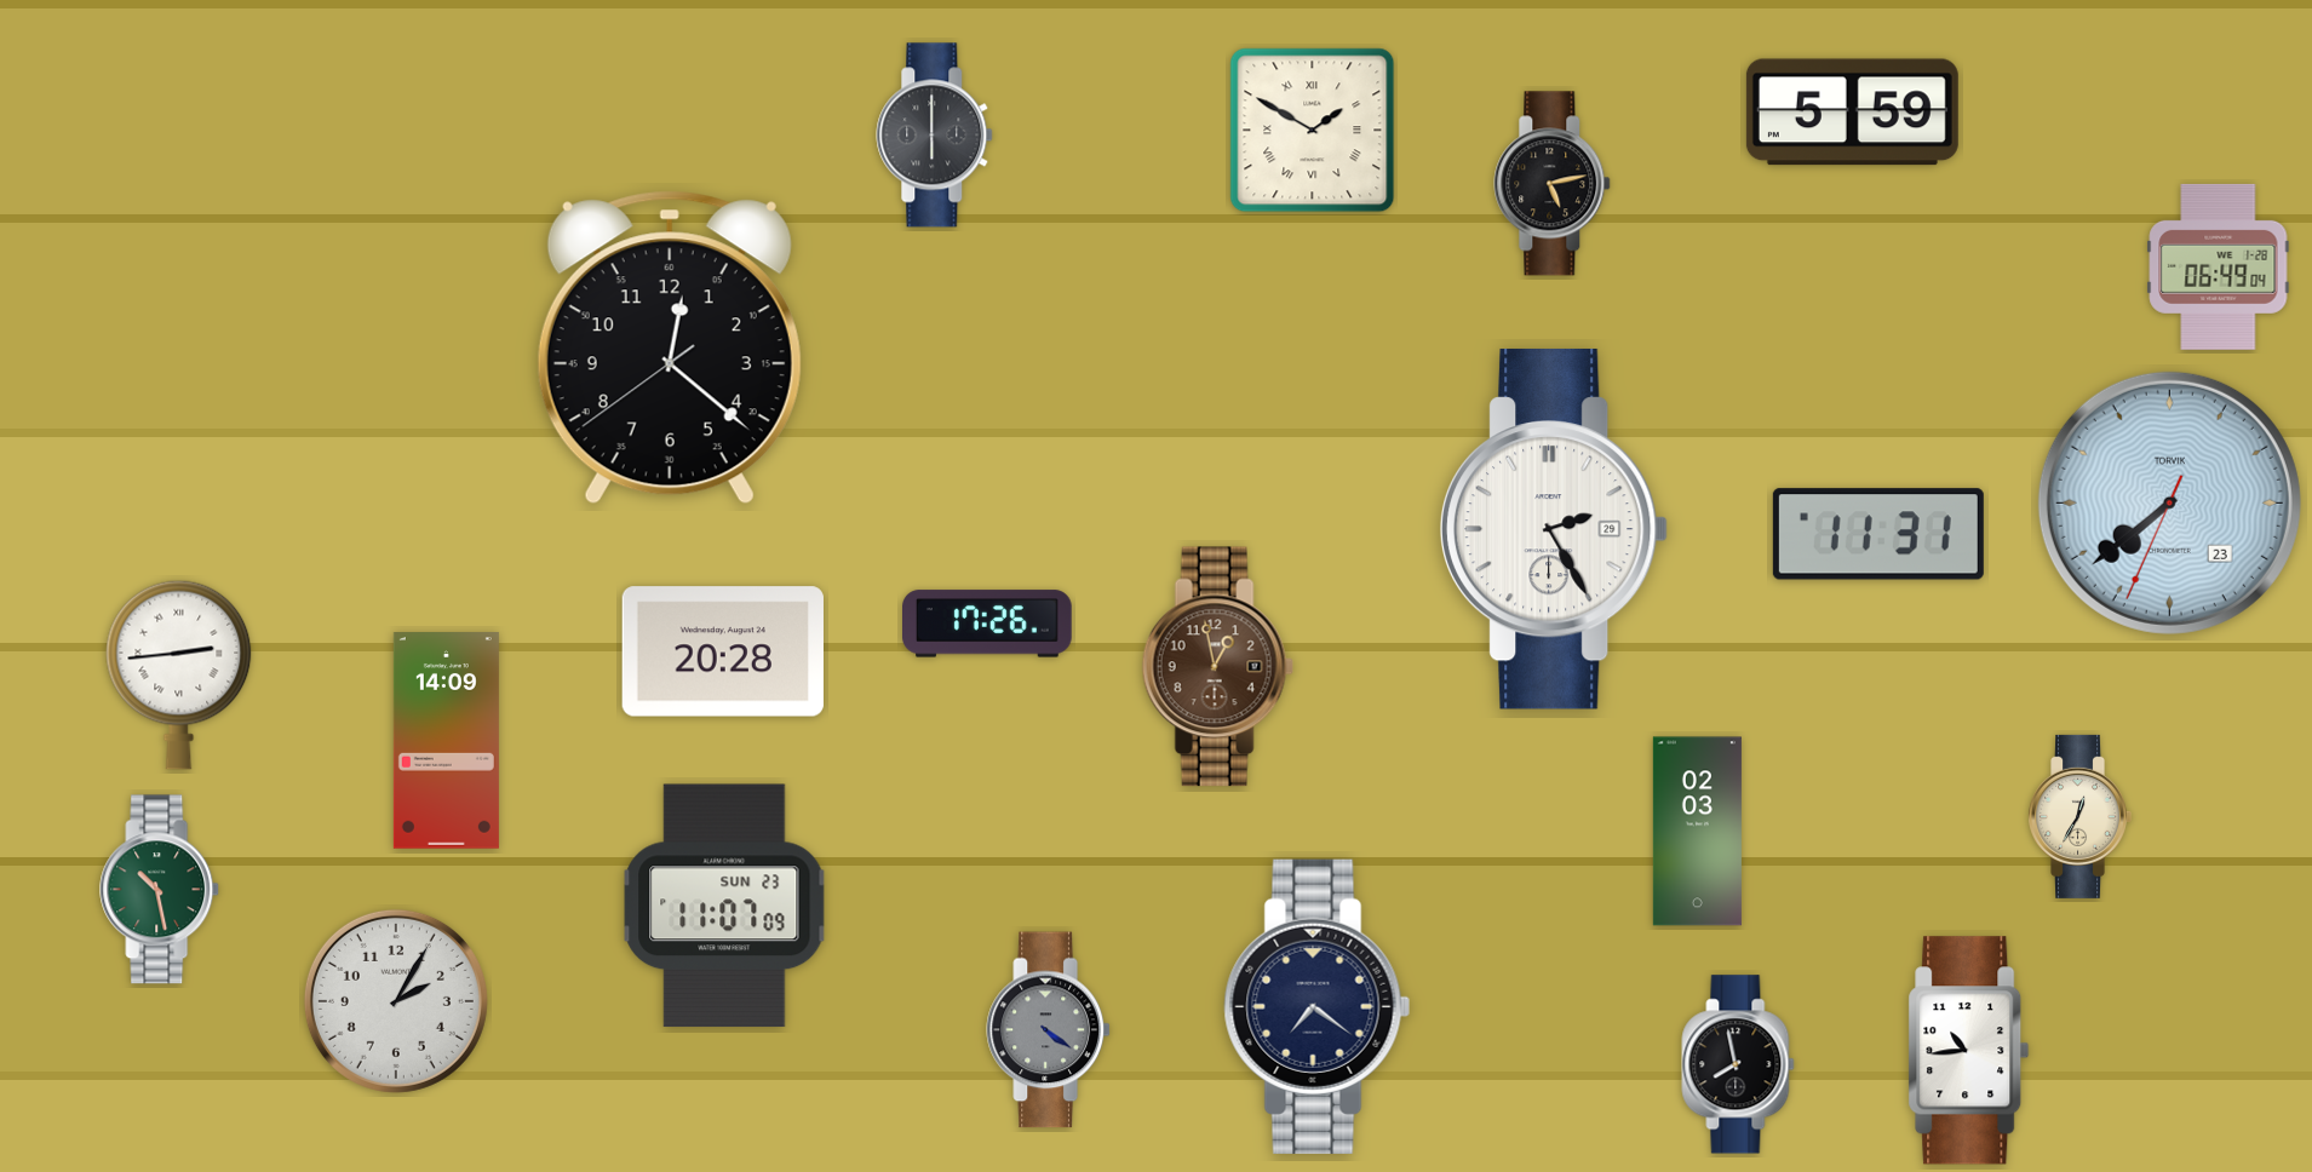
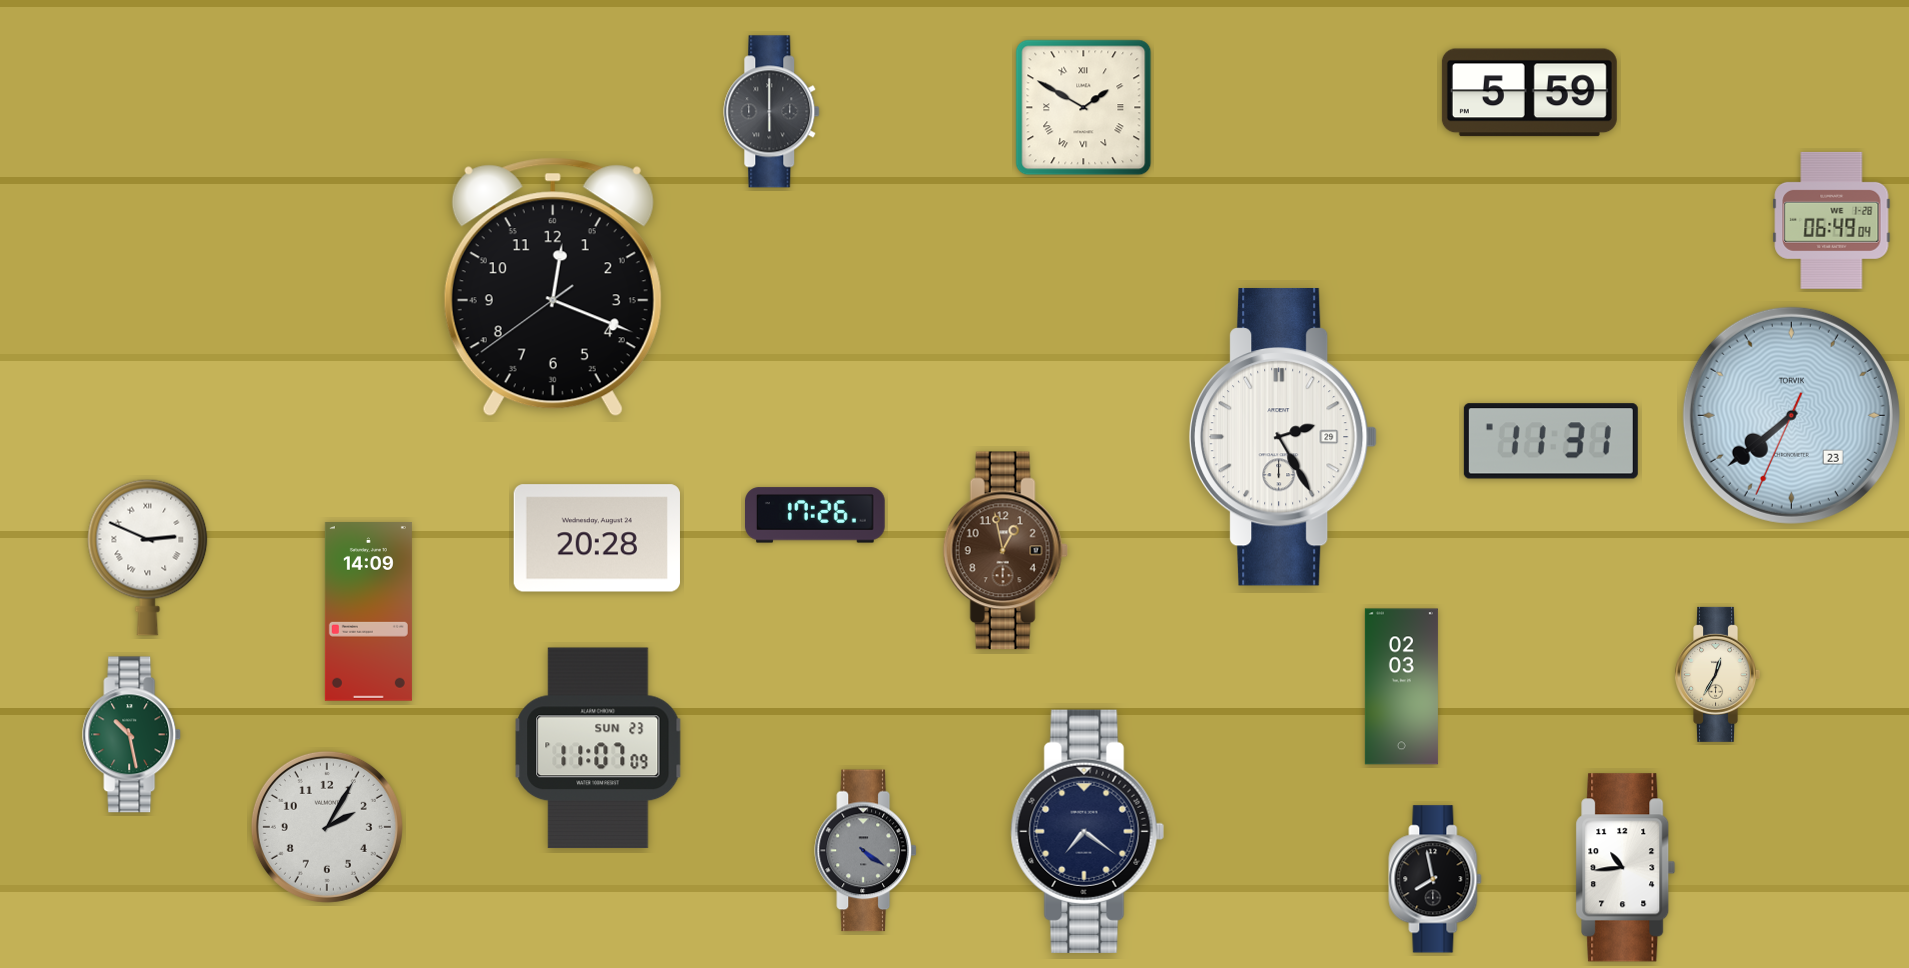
clock at (1553, 184): 5:13 -> none
clock at (670, 347): 12:21 -> 12:18
clock at (179, 674): 2:44 -> 2:49
